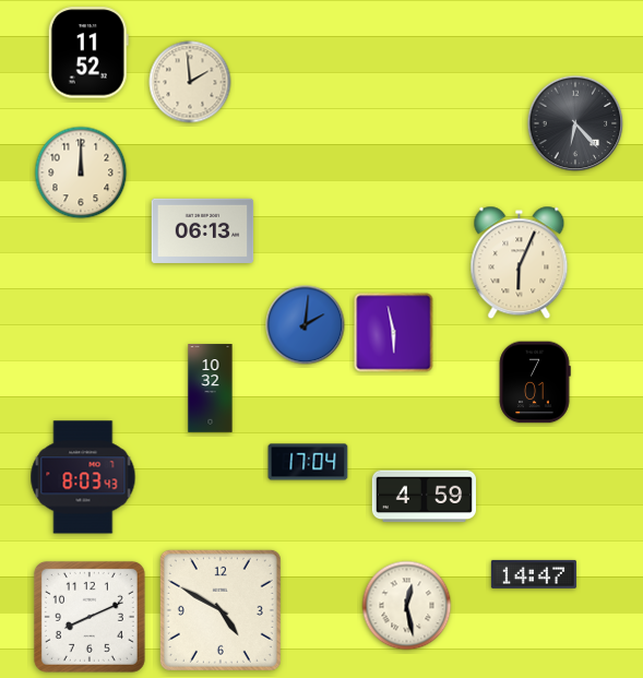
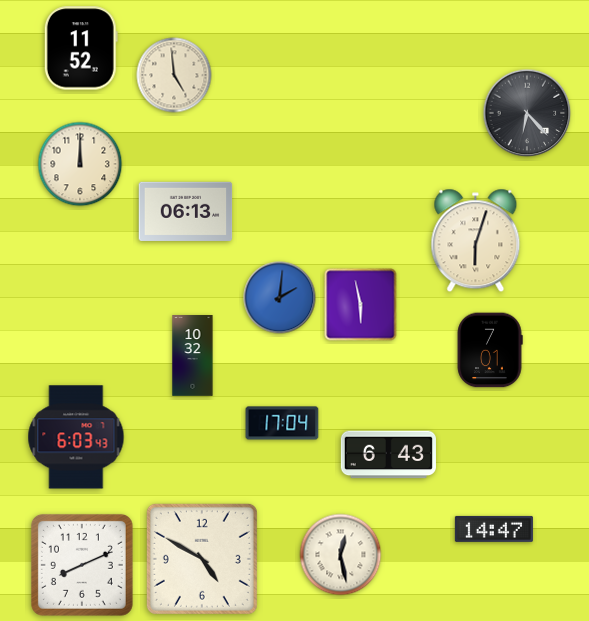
clock at (190, 82): 1:59 -> 4:59
clock at (81, 173) position: (81, 173) -> (80, 164)
clock at (520, 263): 6:04 -> 6:03
clock at (83, 477): 8:03 -> 6:03
clock at (424, 497): 4:59 -> 6:43
clock at (534, 574) position: (534, 574) -> (494, 529)
clock at (407, 606) position: (407, 606) -> (341, 555)
